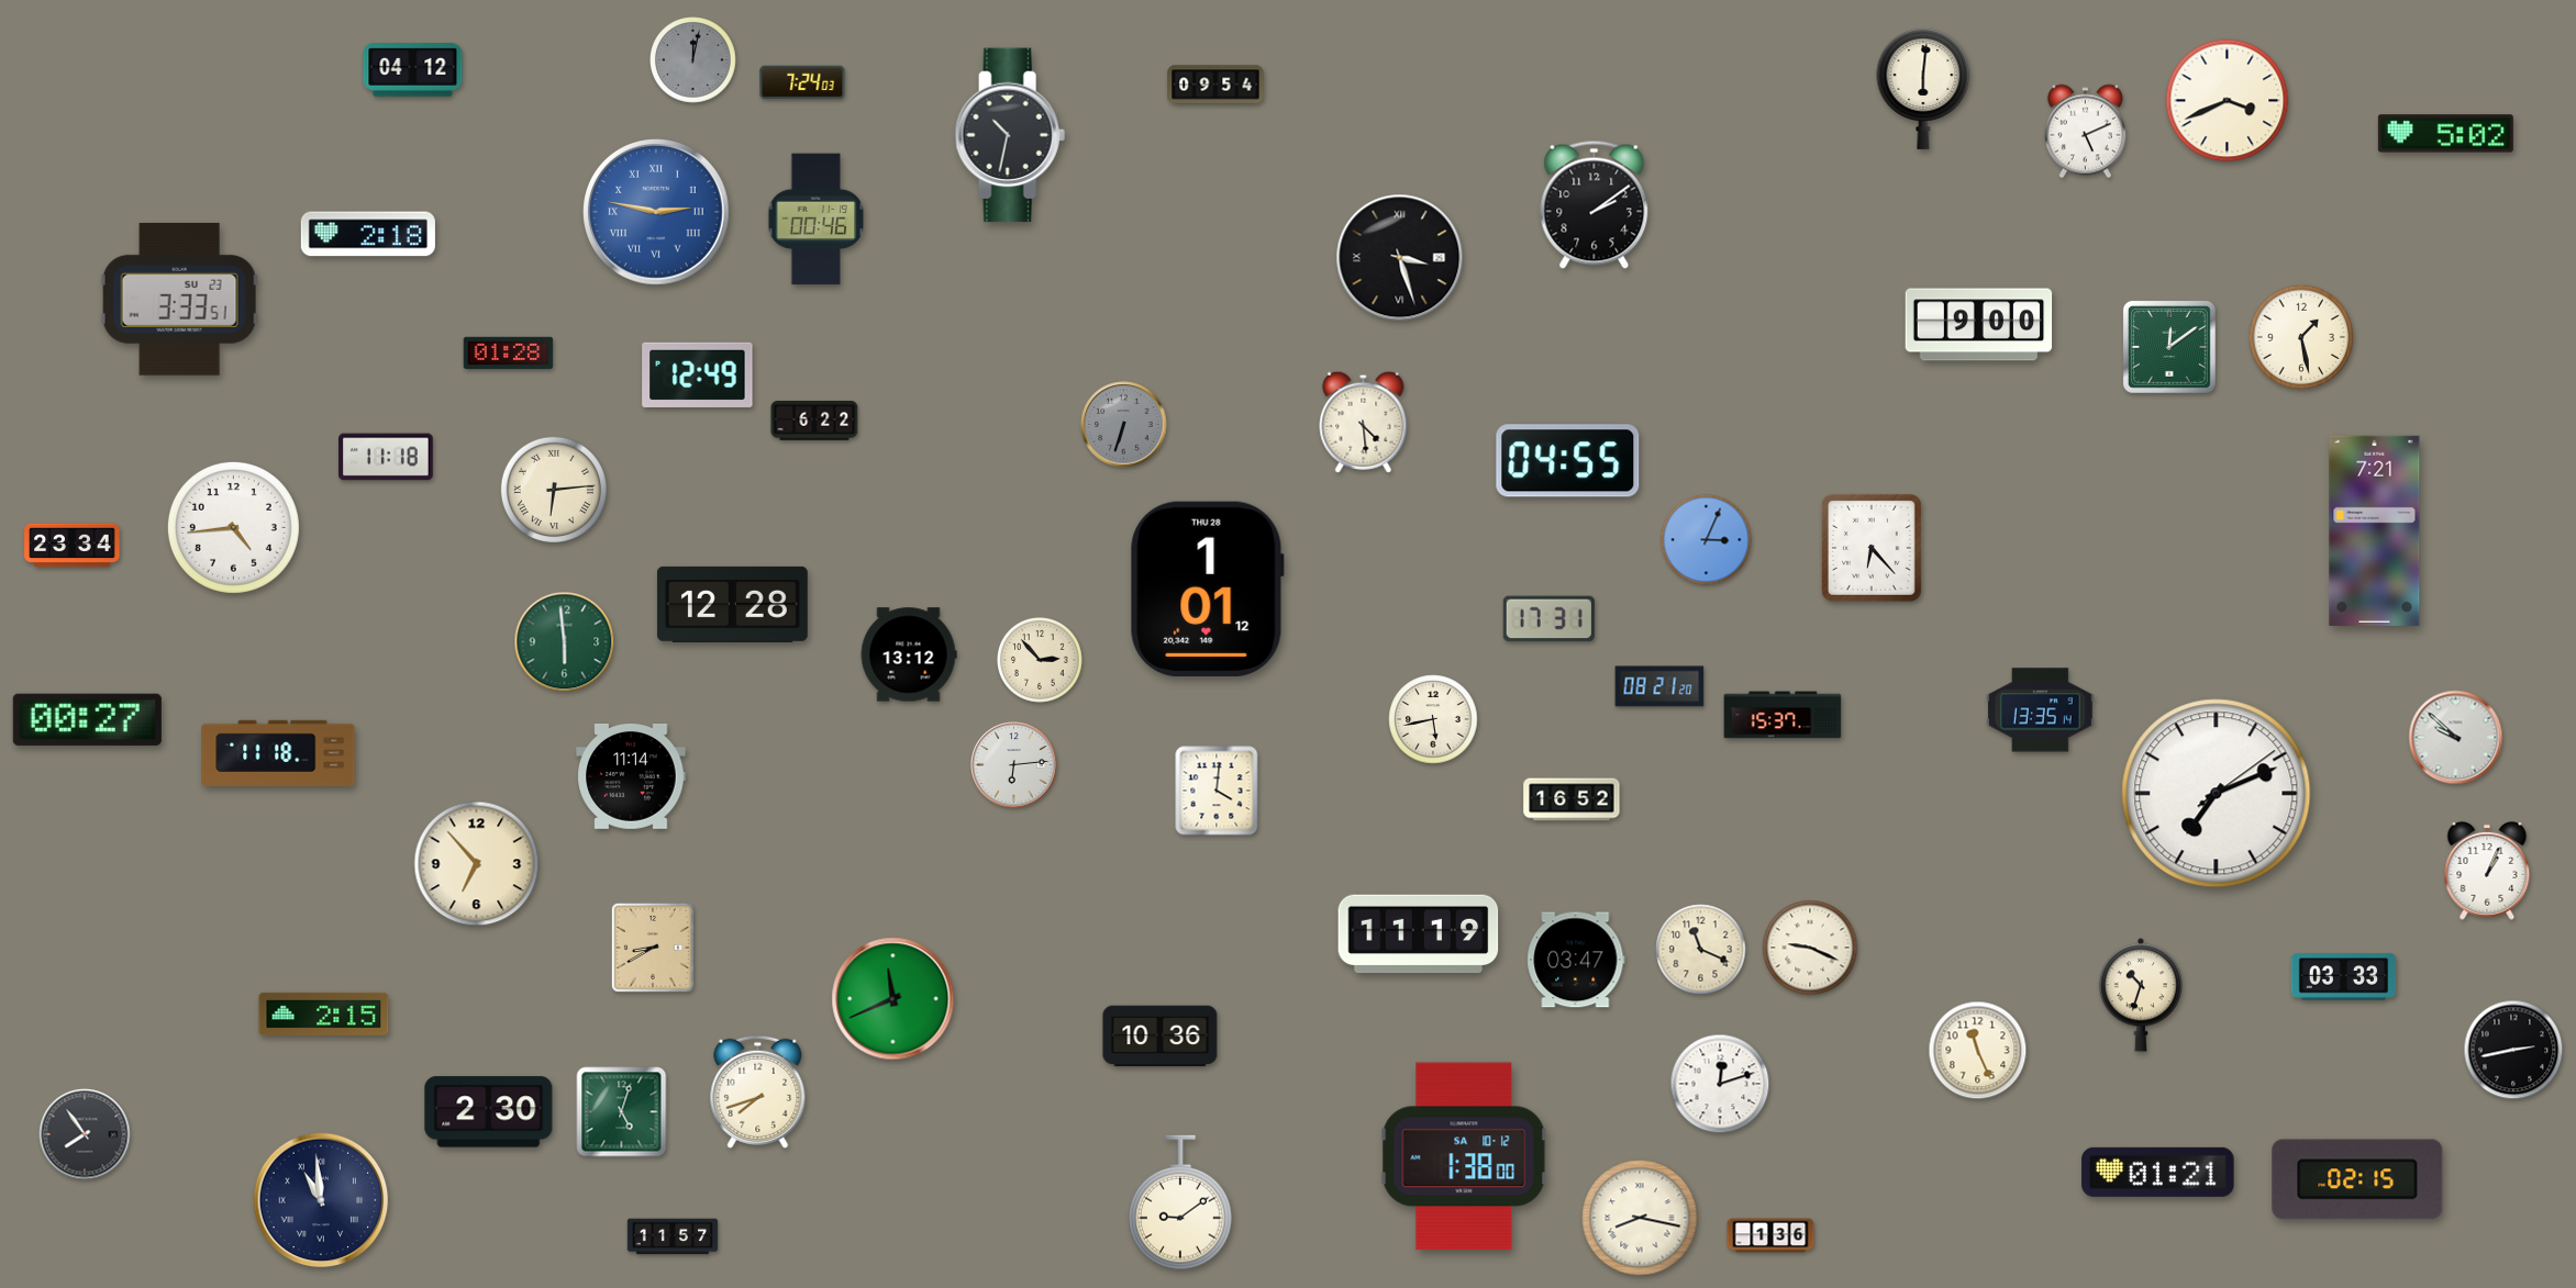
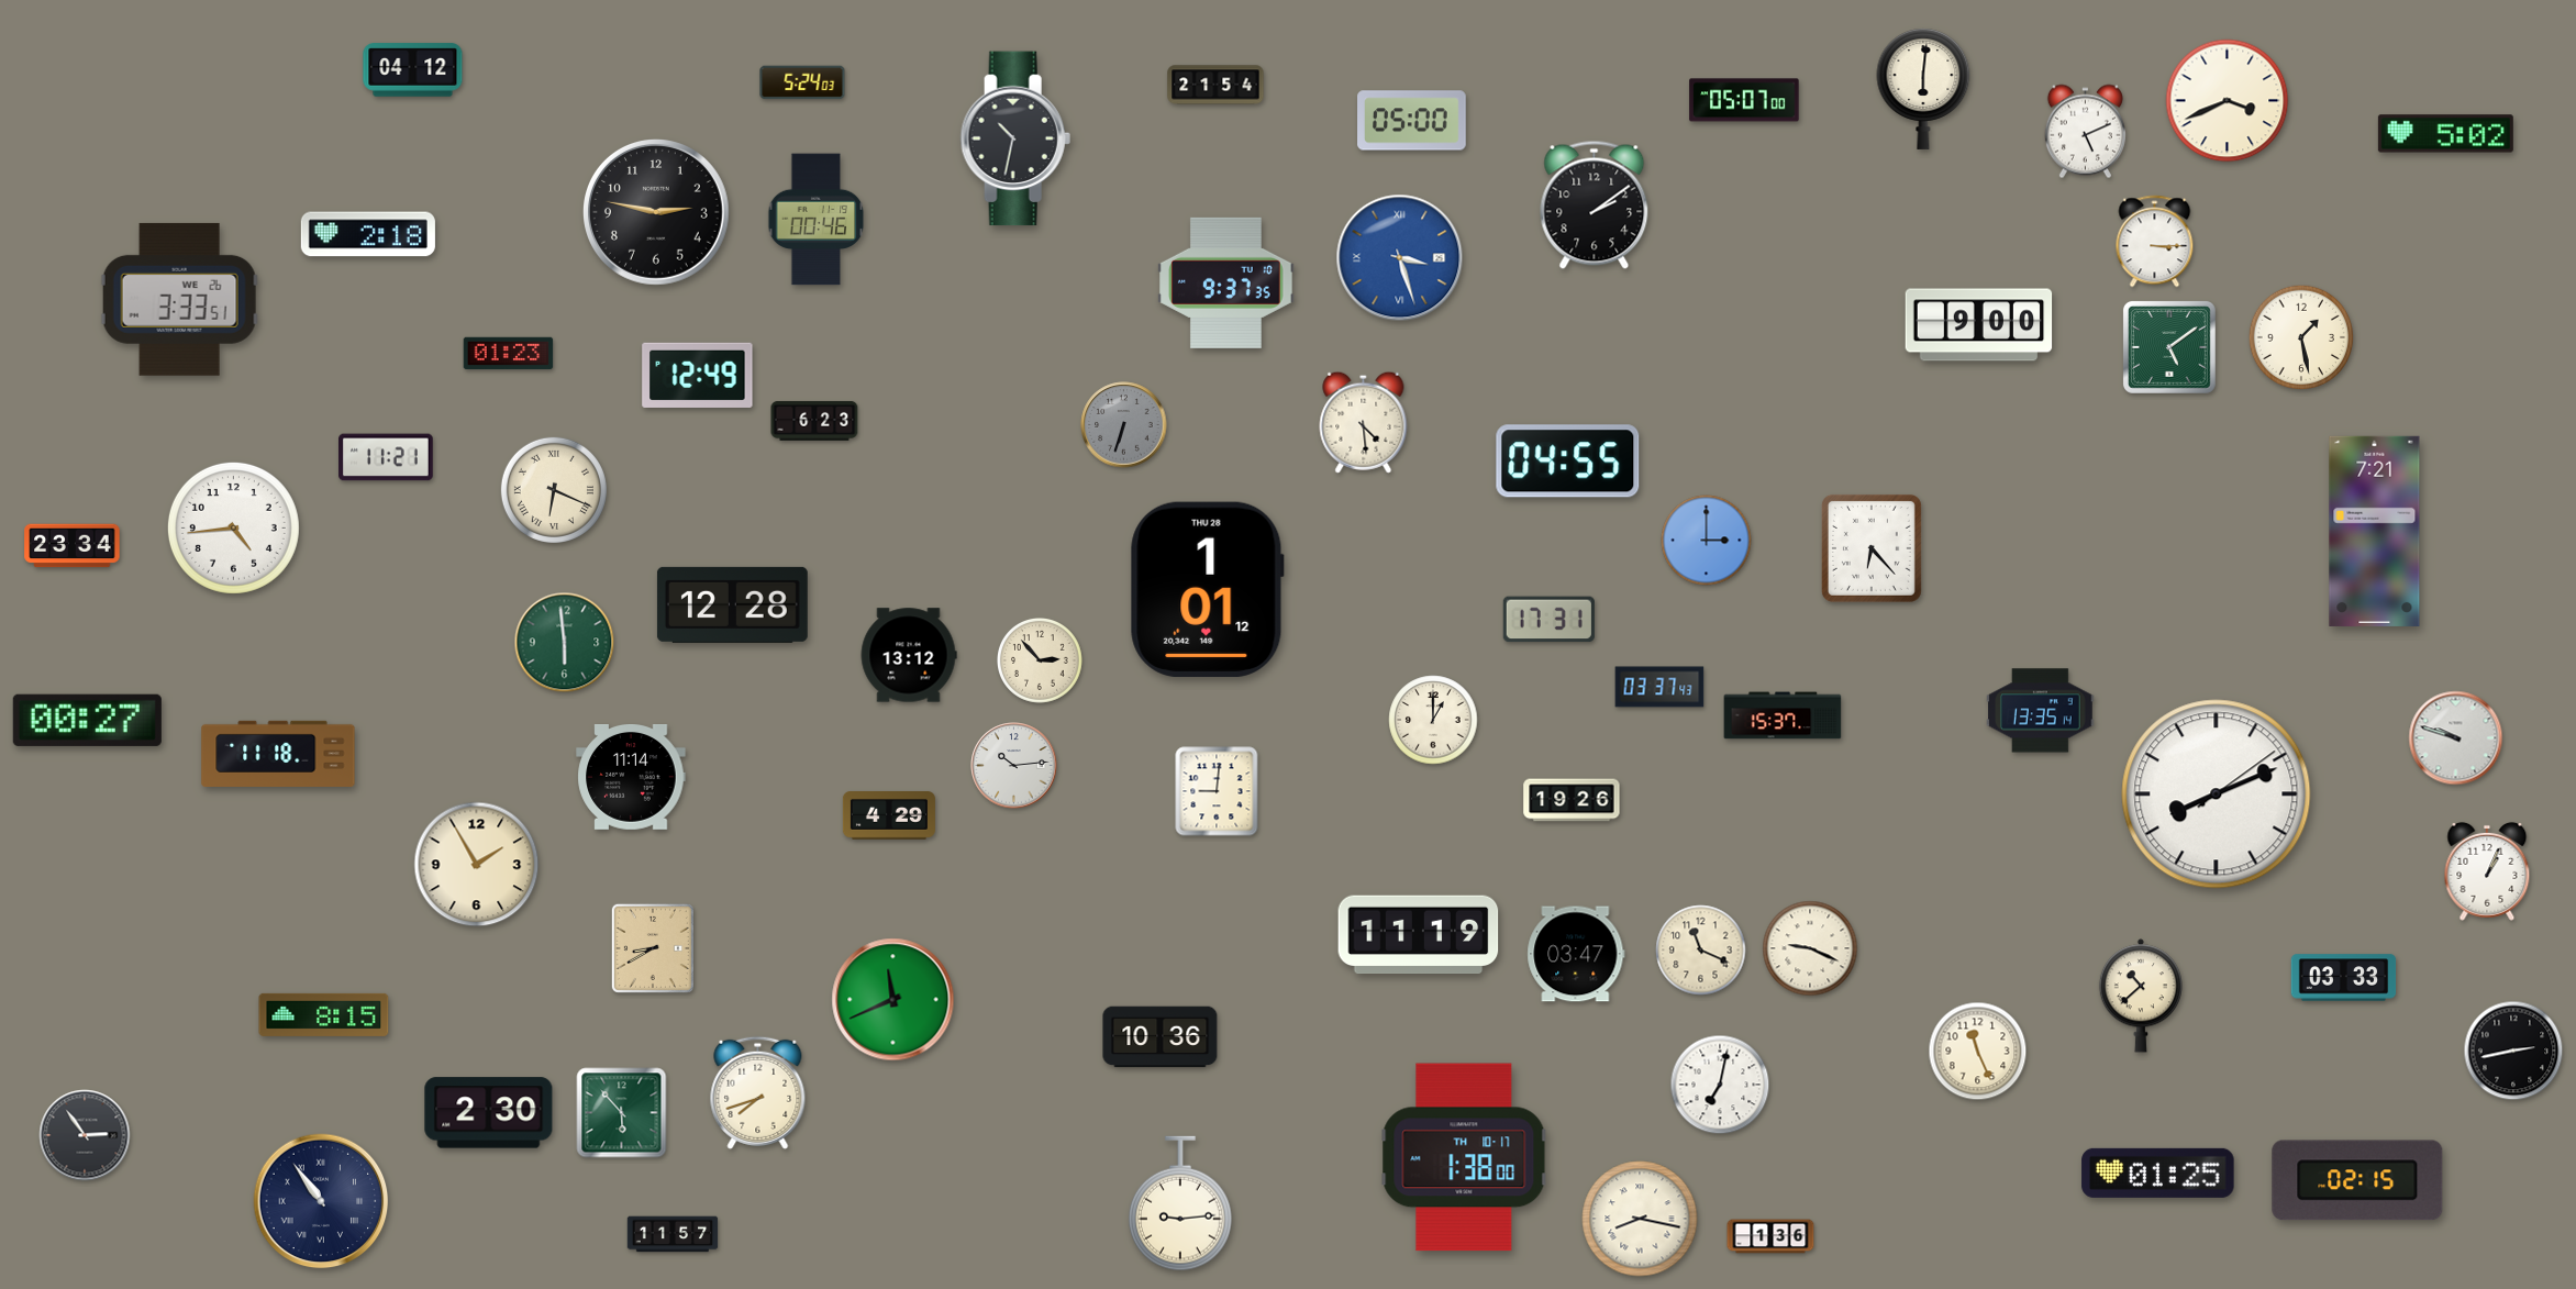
clock at (693, 60): 12:02 -> none
clock at (802, 82): 7:24 -> 5:24
clock at (1215, 85): 09:54 -> 21:54
clock at (1744, 100): none -> 05:07
clock at (1412, 121): none -> 05:00
clock at (1010, 135) position: (1010, 135) -> (1015, 138)
clock at (657, 213) dial: blue -> black
clock at (657, 213) numerals: Roman -> Arabic
clock at (2155, 242): none -> 3:15
clock at (1400, 258) dial: black -> blue
clock at (1226, 282): none -> 9:37
clock at (179, 299) date: SU 23 -> WE 26
clock at (2169, 347): 12:09 -> 5:09
clock at (509, 354): 01:28 -> 01:23
clock at (814, 421): 6:22 -> 6:23
clock at (386, 457): 11:18 -> 11:21
clock at (554, 490): 6:14 -> 6:19
clock at (1707, 540): 3:04 -> 3:00
clock at (1659, 686): 08:21 -> 03:37
clock at (1433, 719): 5:43 -> 1:00
clock at (2456, 738): 9:52 -> 9:48
clock at (1014, 765): 6:14 -> 10:14
clock at (1217, 791): 4:01 -> 9:01
clock at (2217, 794): 7:11 -> 8:11
clock at (1572, 799): 16:52 -> 19:26
clock at (889, 816): none -> 4:29
clock at (477, 864): 6:53 -> 1:55
clock at (1576, 960) position: (1576, 960) -> (1576, 954)
clock at (2140, 995): 10:33 -> 10:38
clock at (324, 1013): 2:15 -> 8:15
clock at (1720, 1084): 12:12 -> 7:02
clock at (622, 1112): 5:03 -> 5:53
clock at (85, 1134): 7:54 -> 2:54
clock at (1464, 1156) date: SA 10-12 -> TH 10-17
clock at (2158, 1172): 01:21 -> 01:25
clock at (321, 1200): 10:59 -> 10:54
clock at (1181, 1202): 9:09 -> 9:14
clock at (673, 1236) position: (673, 1236) -> (673, 1234)
